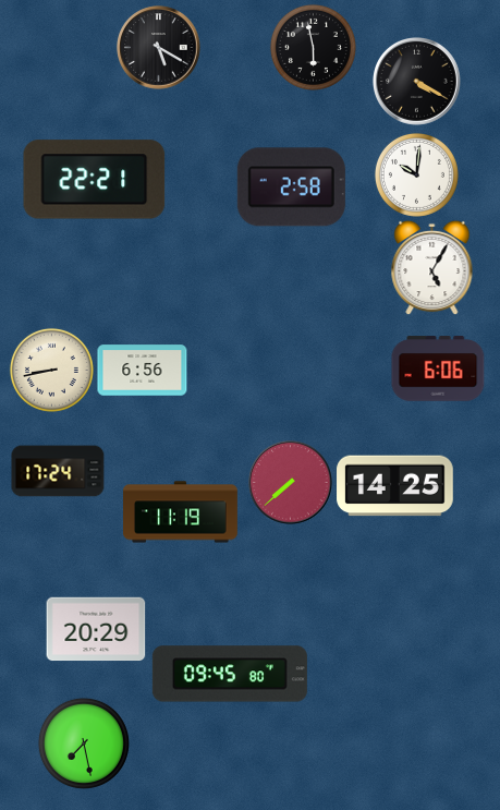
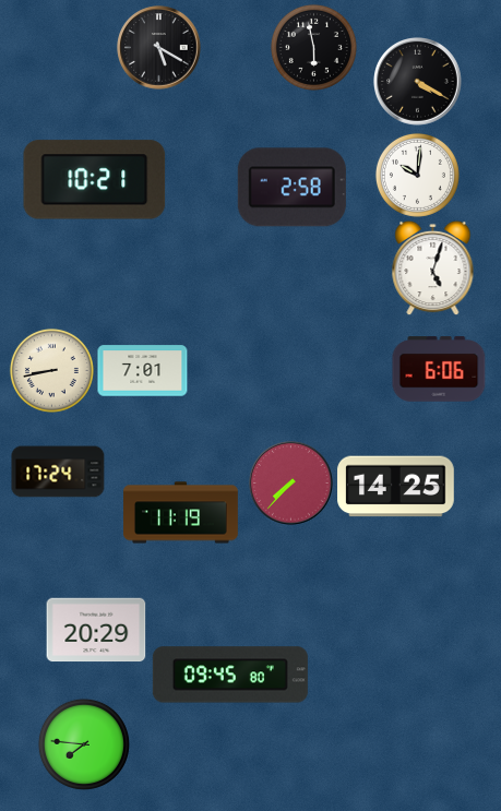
clock at (95, 180): 22:21 -> 10:21
clock at (432, 267): 5:05 -> 5:03
clock at (143, 371): 6:56 -> 7:01
clock at (291, 483): 7:38 -> 7:37
clock at (84, 743): 7:28 -> 7:46
